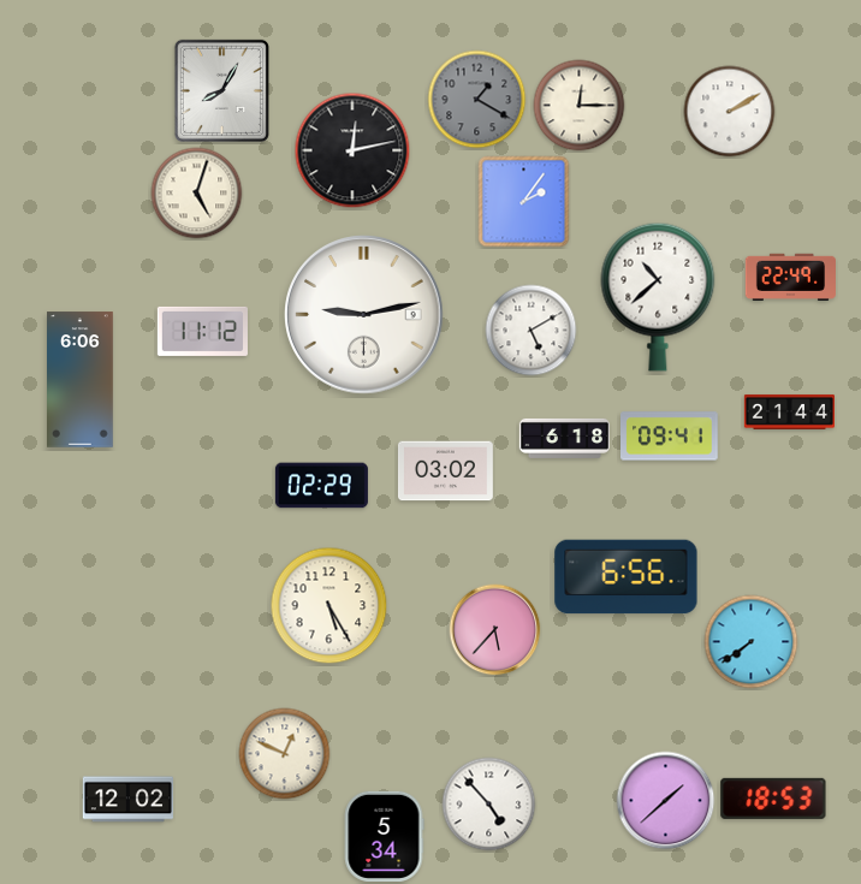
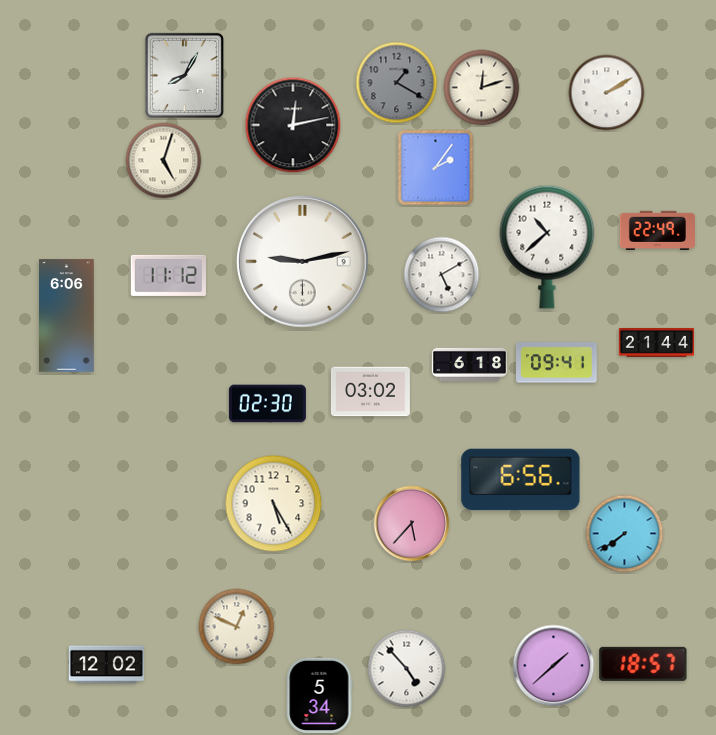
clock at (580, 106): 12:15 -> 12:12
clock at (321, 486): 02:29 -> 02:30
clock at (773, 799): 18:53 -> 18:57
